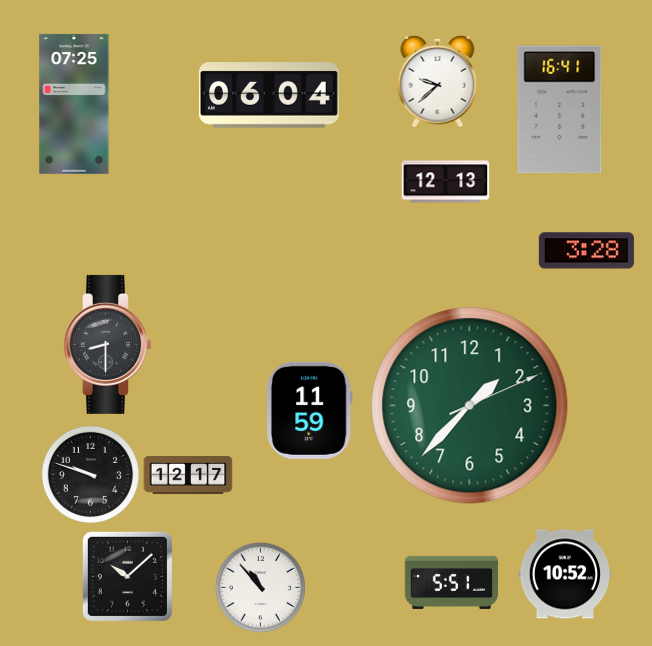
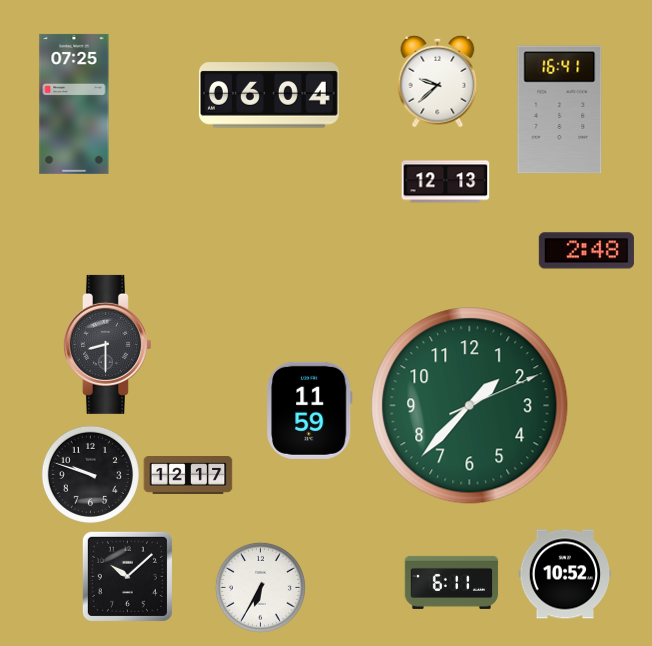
clock at (586, 251): 3:28 -> 2:48
clock at (452, 582): 5:51 -> 6:11
clock at (260, 587): 10:53 -> 6:35
